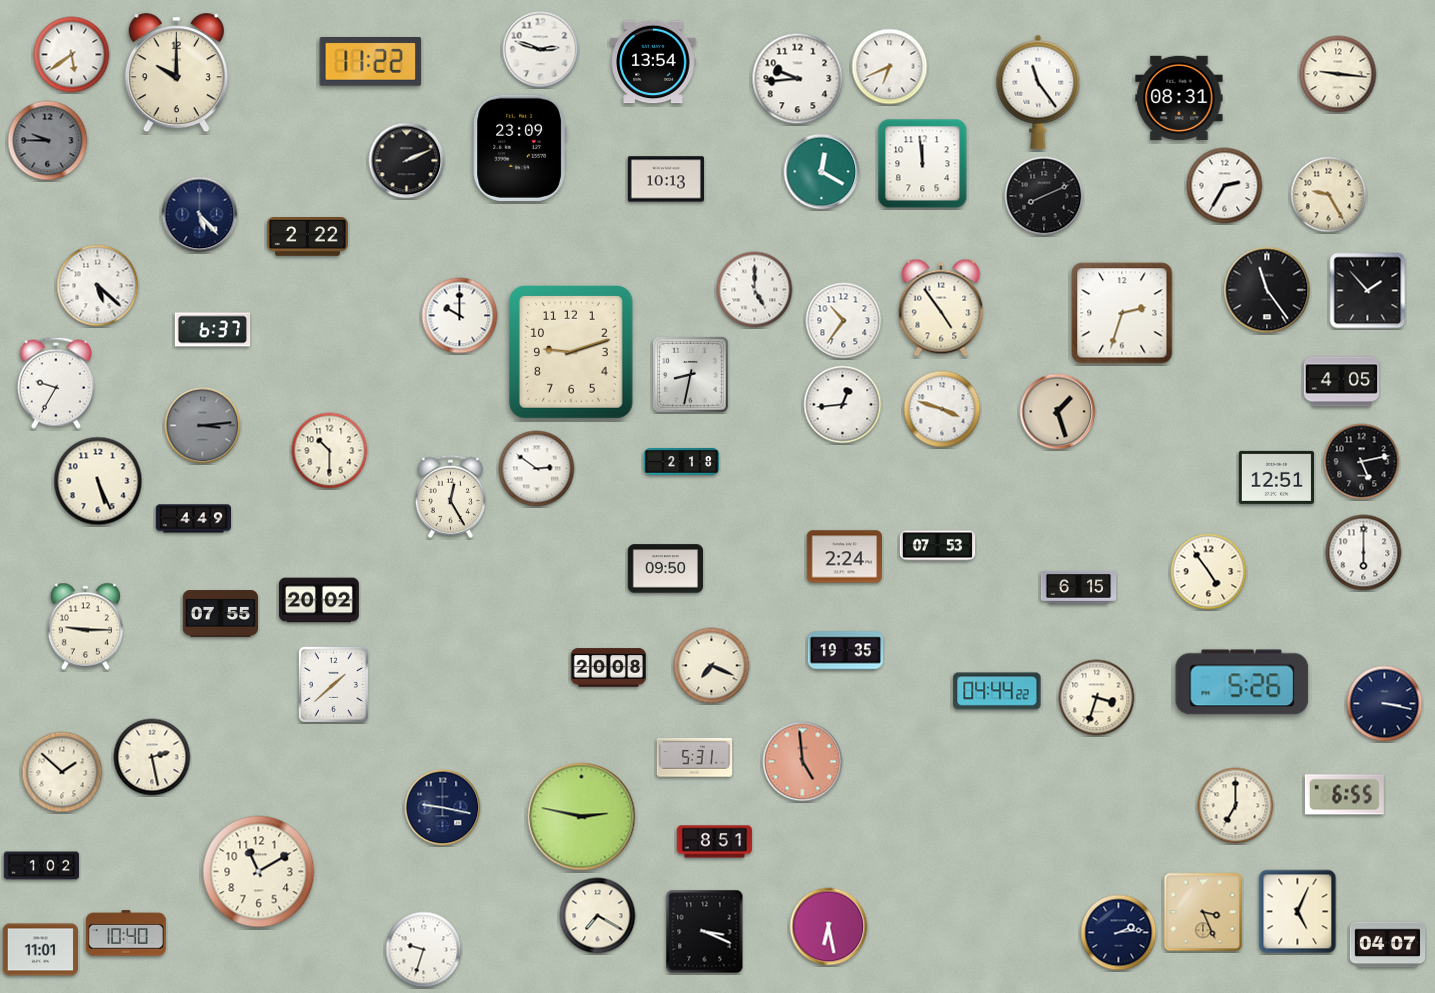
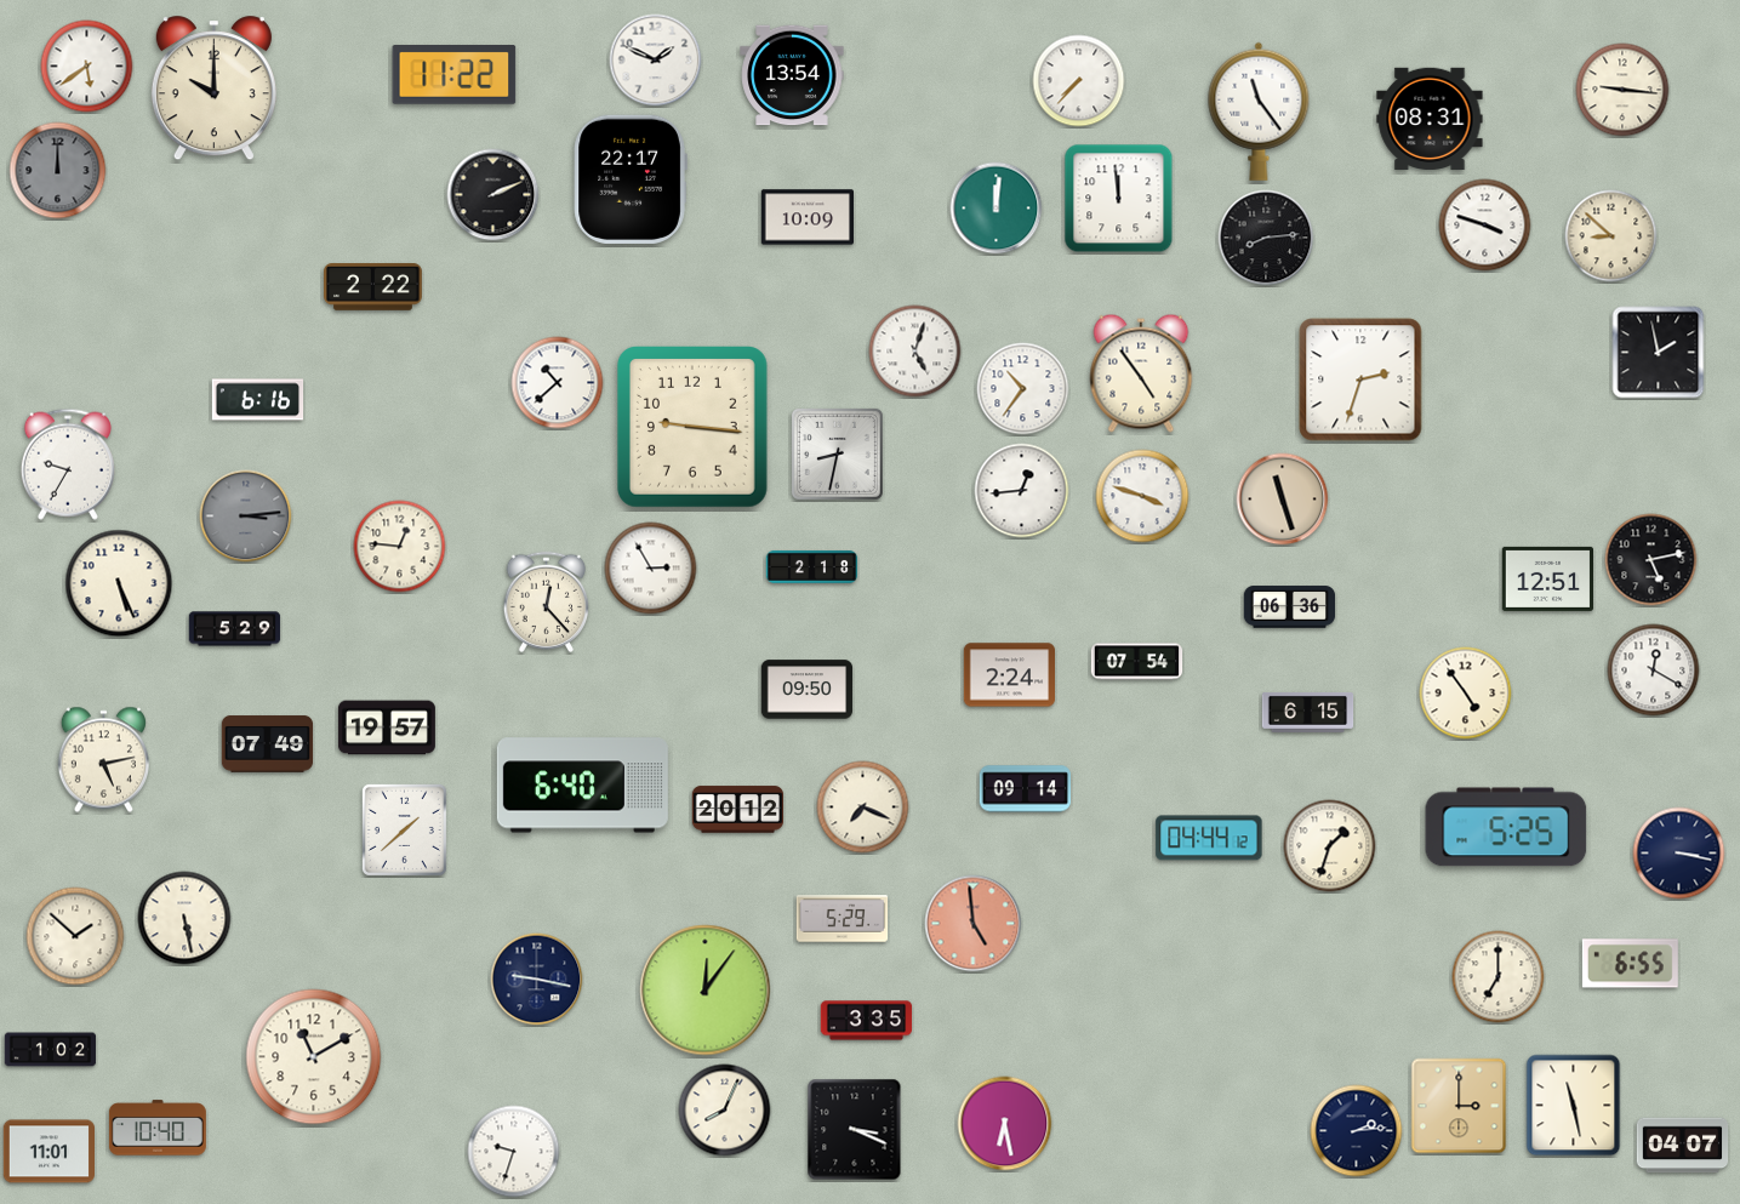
clock at (541, 50): 2:48 -> 1:49
clock at (371, 62) position: (371, 62) -> (455, 75)
clock at (890, 67): 6:41 -> 7:37
clock at (798, 79): 9:44 -> none
clock at (48, 141): 9:45 -> 12:00
clock at (520, 148): 23:09 -> 22:17
clock at (822, 172): 12:20 -> 12:01
clock at (665, 179): 10:13 -> 10:09
clock at (1225, 186): 2:35 -> 3:48
clock at (1329, 195): 9:25 -> 8:52
clock at (1044, 196): 8:11 -> 8:14
clock at (200, 215): 5:23 -> none
clock at (98, 286): 5:22 -> none
clock at (755, 290): 5:00 -> 5:03
clock at (1267, 290): 11:24 -> none
clock at (1368, 291): 1:53 -> 1:58
clock at (460, 316): 10:00 -> 10:38
clock at (213, 330): 6:37 -> 6:16
clock at (572, 353): 9:12 -> 9:16
clock at (1342, 382): 4:05 -> none
clock at (1058, 412): 1:27 -> 11:27
clock at (330, 451): 10:30 -> 12:46
clock at (682, 461) position: (682, 461) -> (812, 566)
clock at (537, 469): 2:51 -> 2:55
clock at (451, 496): 12:25 -> 12:23
clock at (1290, 607): none -> 06:36
clock at (194, 519): 4:49 -> 5:29
clock at (938, 546): 07:53 -> 07:54
clock at (1364, 553): 6:00 -> 12:20
clock at (845, 557) position: (845, 557) -> (1010, 675)
clock at (319, 600): 20:02 -> 19:57
clock at (221, 614): 07:55 -> 07:49
clock at (85, 627): 9:15 -> 5:13
clock at (582, 786): none -> 6:40
clock at (845, 651): 19:35 -> 09:14
clock at (609, 668): 20:08 -> 20:12
clock at (1242, 682): 5:26 -> 5:25
clock at (997, 691): 04:44:22 -> 04:44:12
clock at (1097, 698): 3:33 -> 1:33
clock at (152, 757): 2:28 -> 5:28
clock at (695, 758): 5:31 -> 5:29
clock at (582, 817): 2:47 -> 12:06
clock at (715, 842): 8:51 -> 3:35
clock at (1203, 912): 3:26 -> 3:00
clock at (1298, 912): 5:04 -> 11:28
clock at (598, 916): 7:20 -> 8:04
clock at (126, 933) position: (126, 933) -> (158, 1128)
